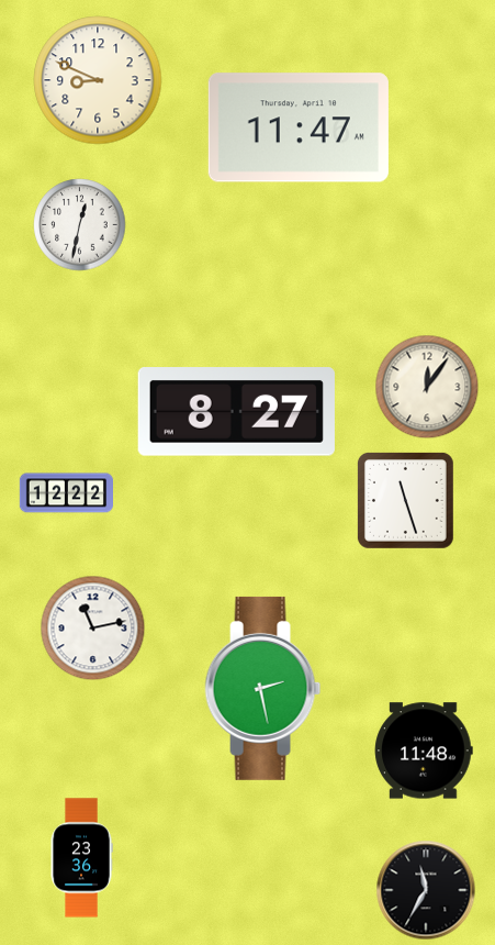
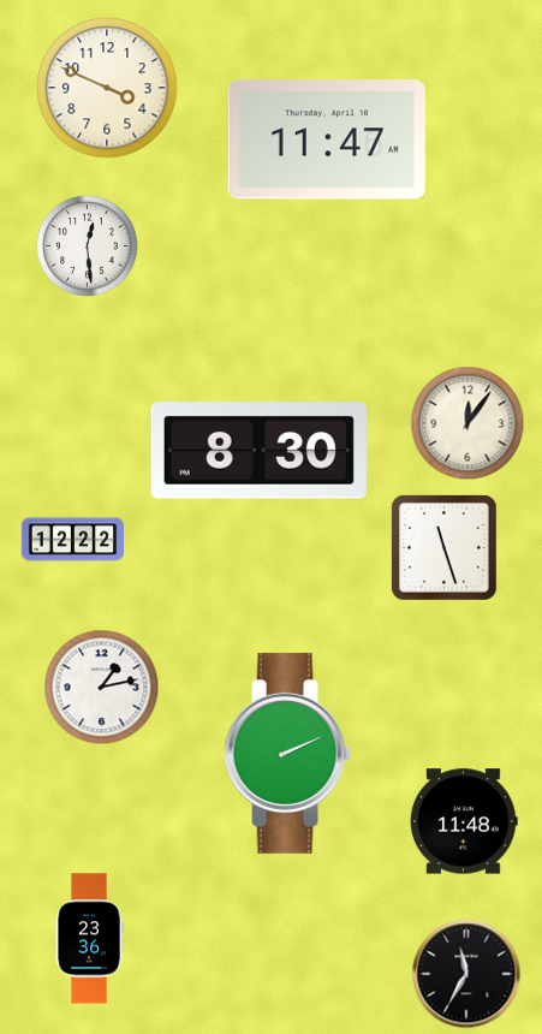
clock at (98, 80): 8:49 -> 3:49
clock at (80, 225): 12:32 -> 12:29
clock at (236, 412): 8:27 -> 8:30
clock at (93, 629): 11:13 -> 1:13
clock at (263, 688): 2:28 -> 2:11
